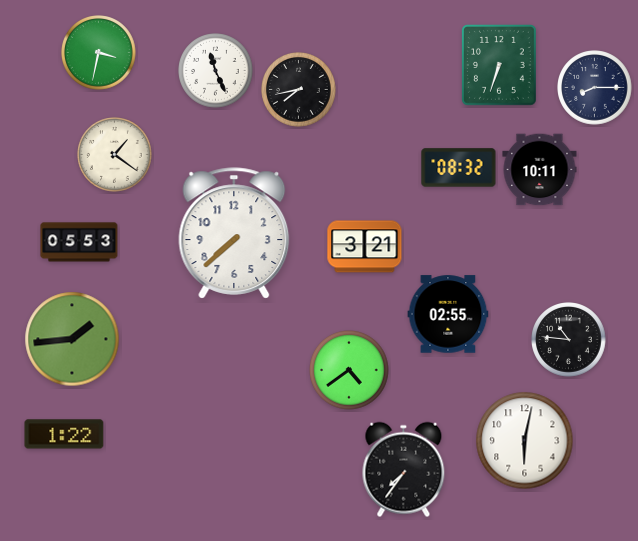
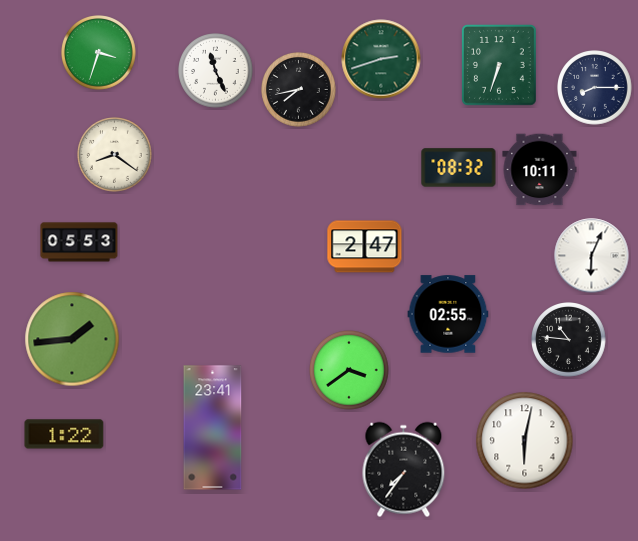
clock at (99, 53): 3:32 -> 3:33
clock at (381, 59): none -> 2:42
clock at (115, 155): 1:21 -> 8:21
clock at (234, 233): 7:38 -> none
clock at (365, 247): 3:21 -> 2:47
clock at (592, 256): none -> 6:04
clock at (349, 370): 4:39 -> 3:39
clock at (213, 428): none -> 23:41
